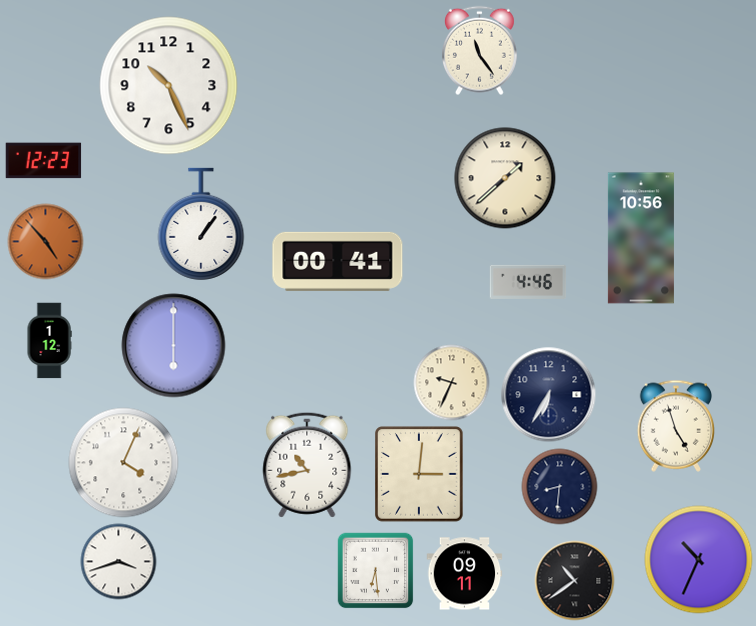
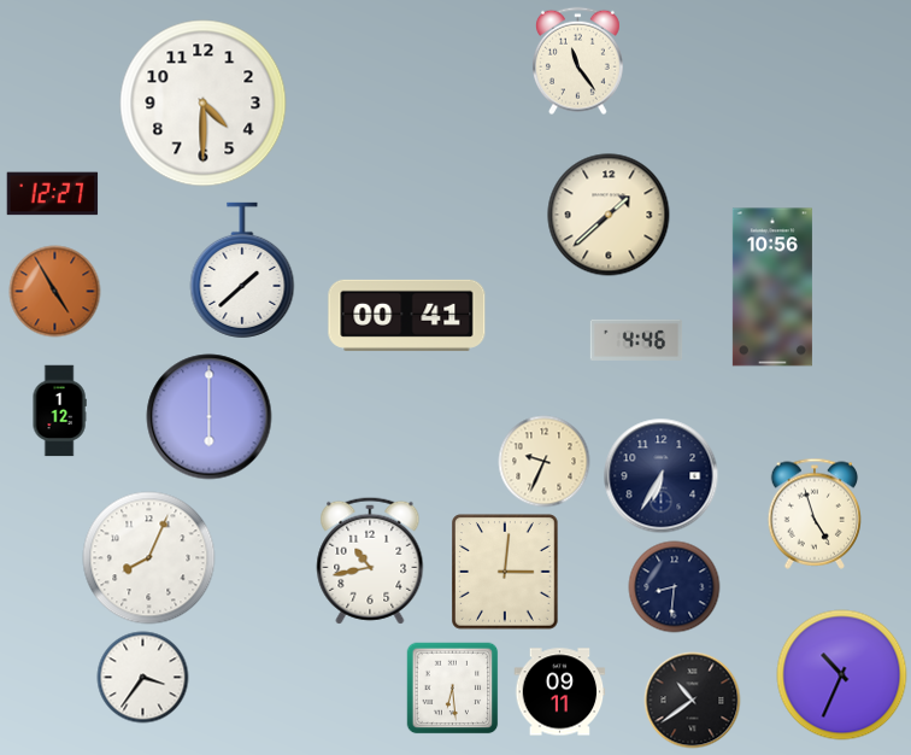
clock at (169, 86): 10:26 -> 4:30
clock at (44, 161): 12:23 -> 12:27
clock at (201, 224): 1:06 -> 1:38
clock at (46, 242): 4:53 -> 4:55
clock at (124, 463): 4:04 -> 8:04
clock at (119, 562): 3:42 -> 3:36
